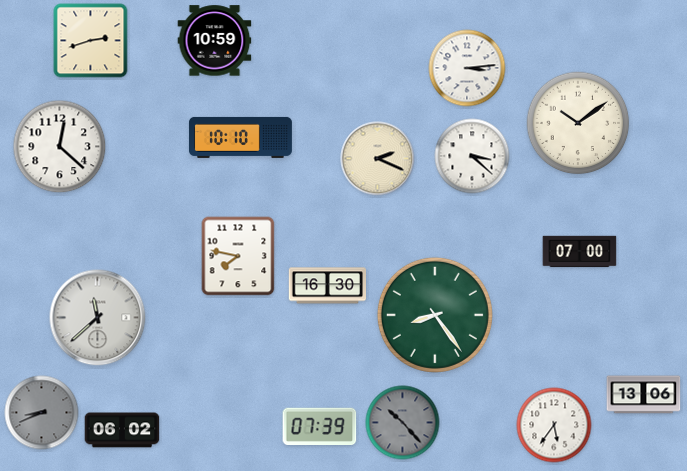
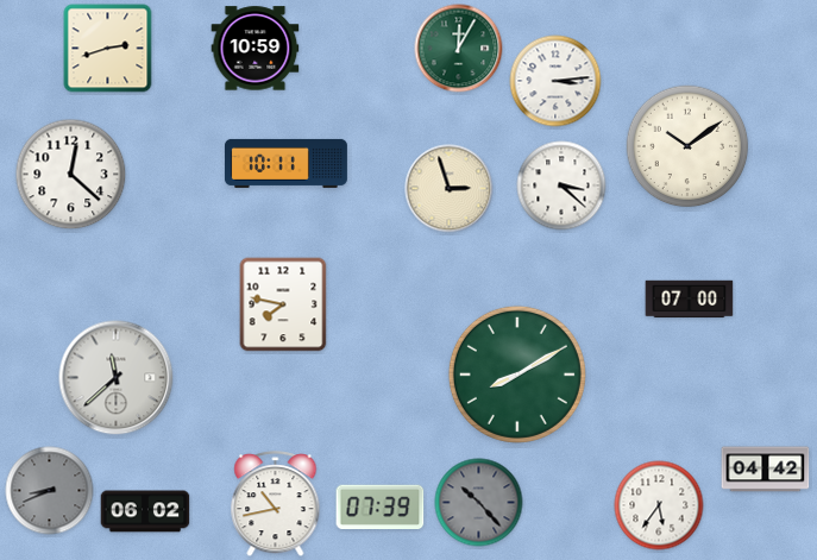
clock at (459, 49): none -> 12:05
clock at (240, 137): 10:10 -> 10:11
clock at (378, 159): 2:19 -> 2:57
clock at (327, 286): 16:30 -> none
clock at (435, 315): 8:24 -> 8:10
clock at (644, 395): 13:06 -> 04:42
clock at (276, 504): none -> 10:43
